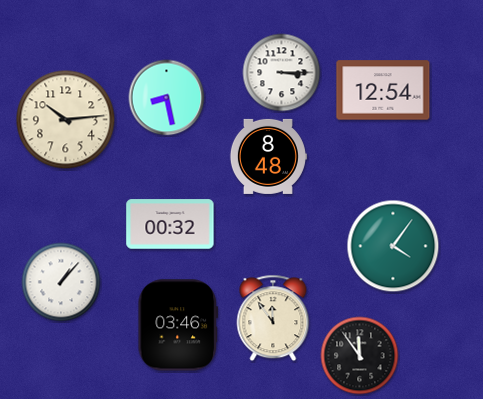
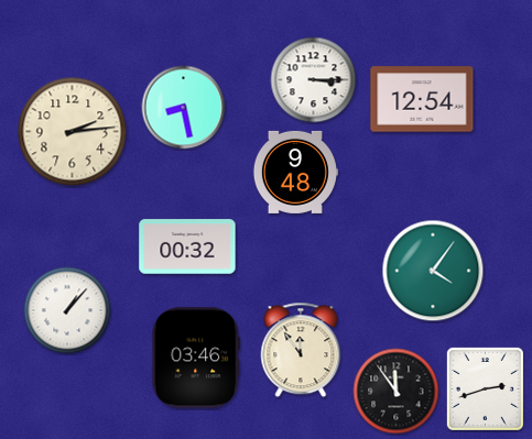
clock at (282, 73) position: (282, 73) -> (314, 80)
clock at (66, 120): 10:14 -> 2:14
clock at (268, 156): 8:48 -> 9:48
clock at (485, 388): none -> 2:42
